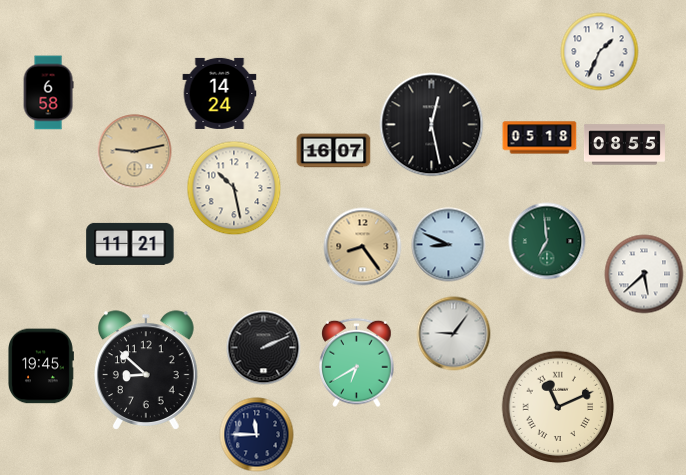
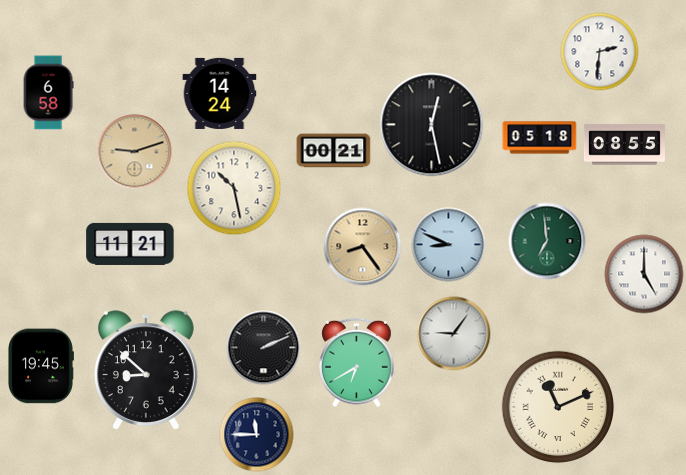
clock at (600, 52): 1:34 -> 2:31
clock at (334, 151): 16:07 -> 00:21
clock at (135, 152): 9:13 -> 9:12
clock at (644, 274): 5:38 -> 5:00
